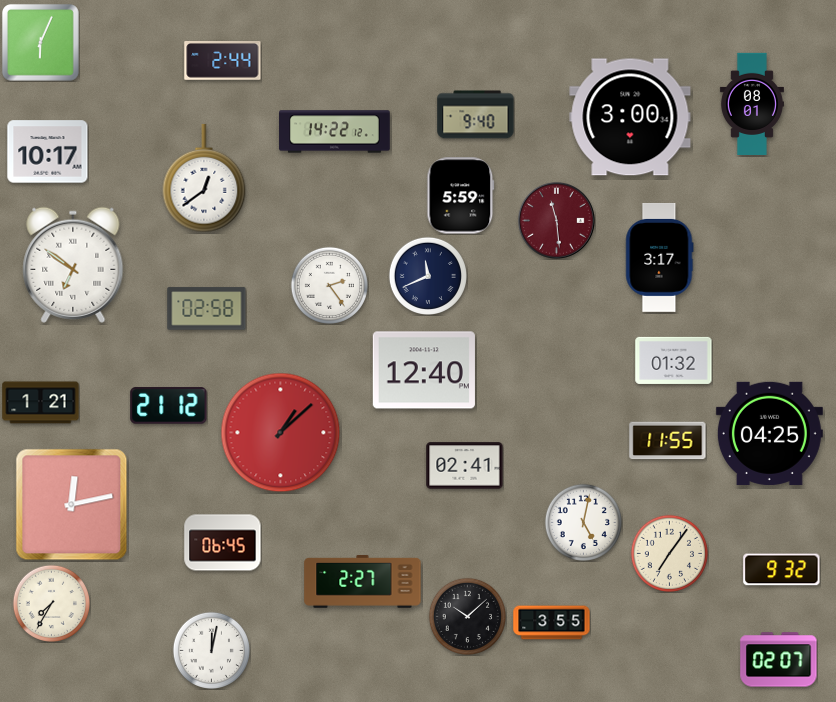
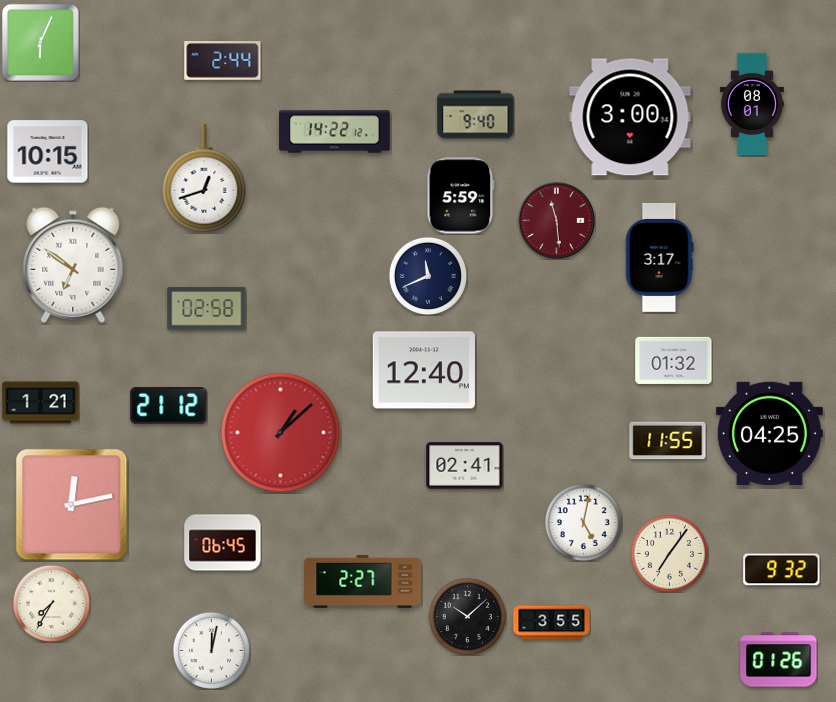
clock at (48, 152): 10:17 -> 10:15
clock at (204, 178): 12:39 -> 12:42
clock at (329, 285): 2:24 -> none
clock at (779, 660): 02:07 -> 01:26
